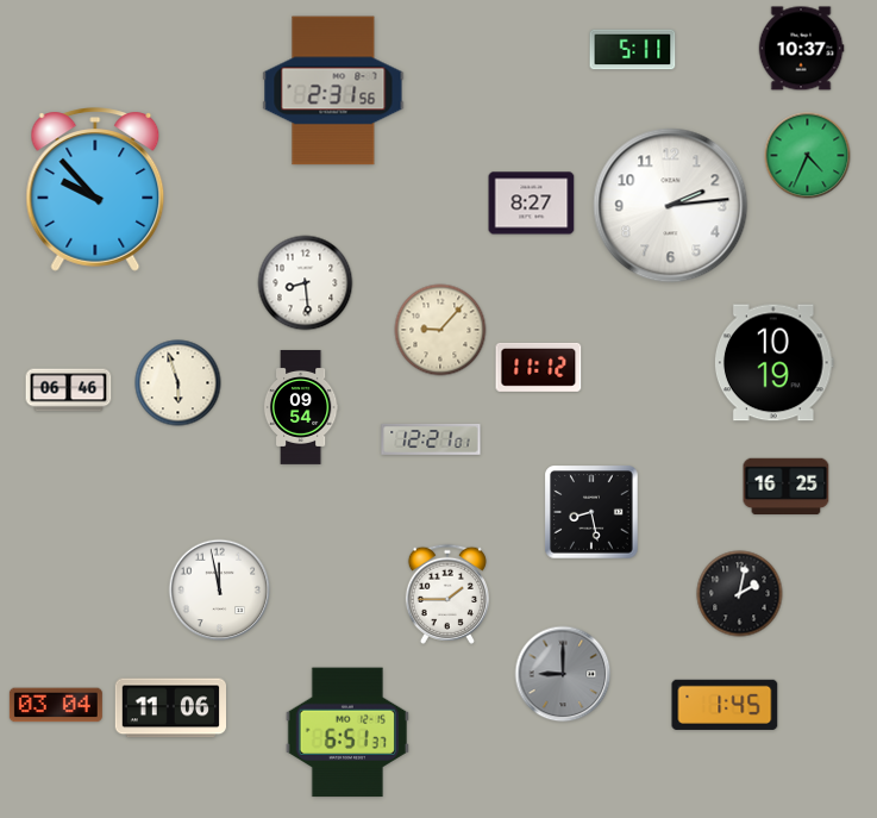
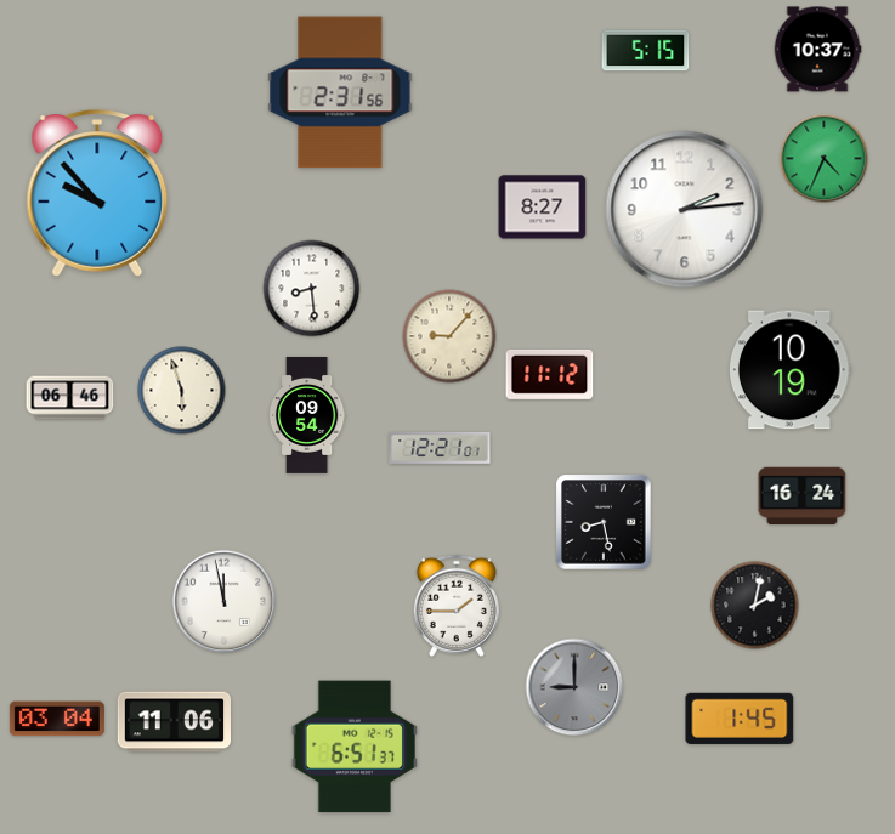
clock at (633, 50): 5:11 -> 5:15
clock at (787, 487): 16:25 -> 16:24
